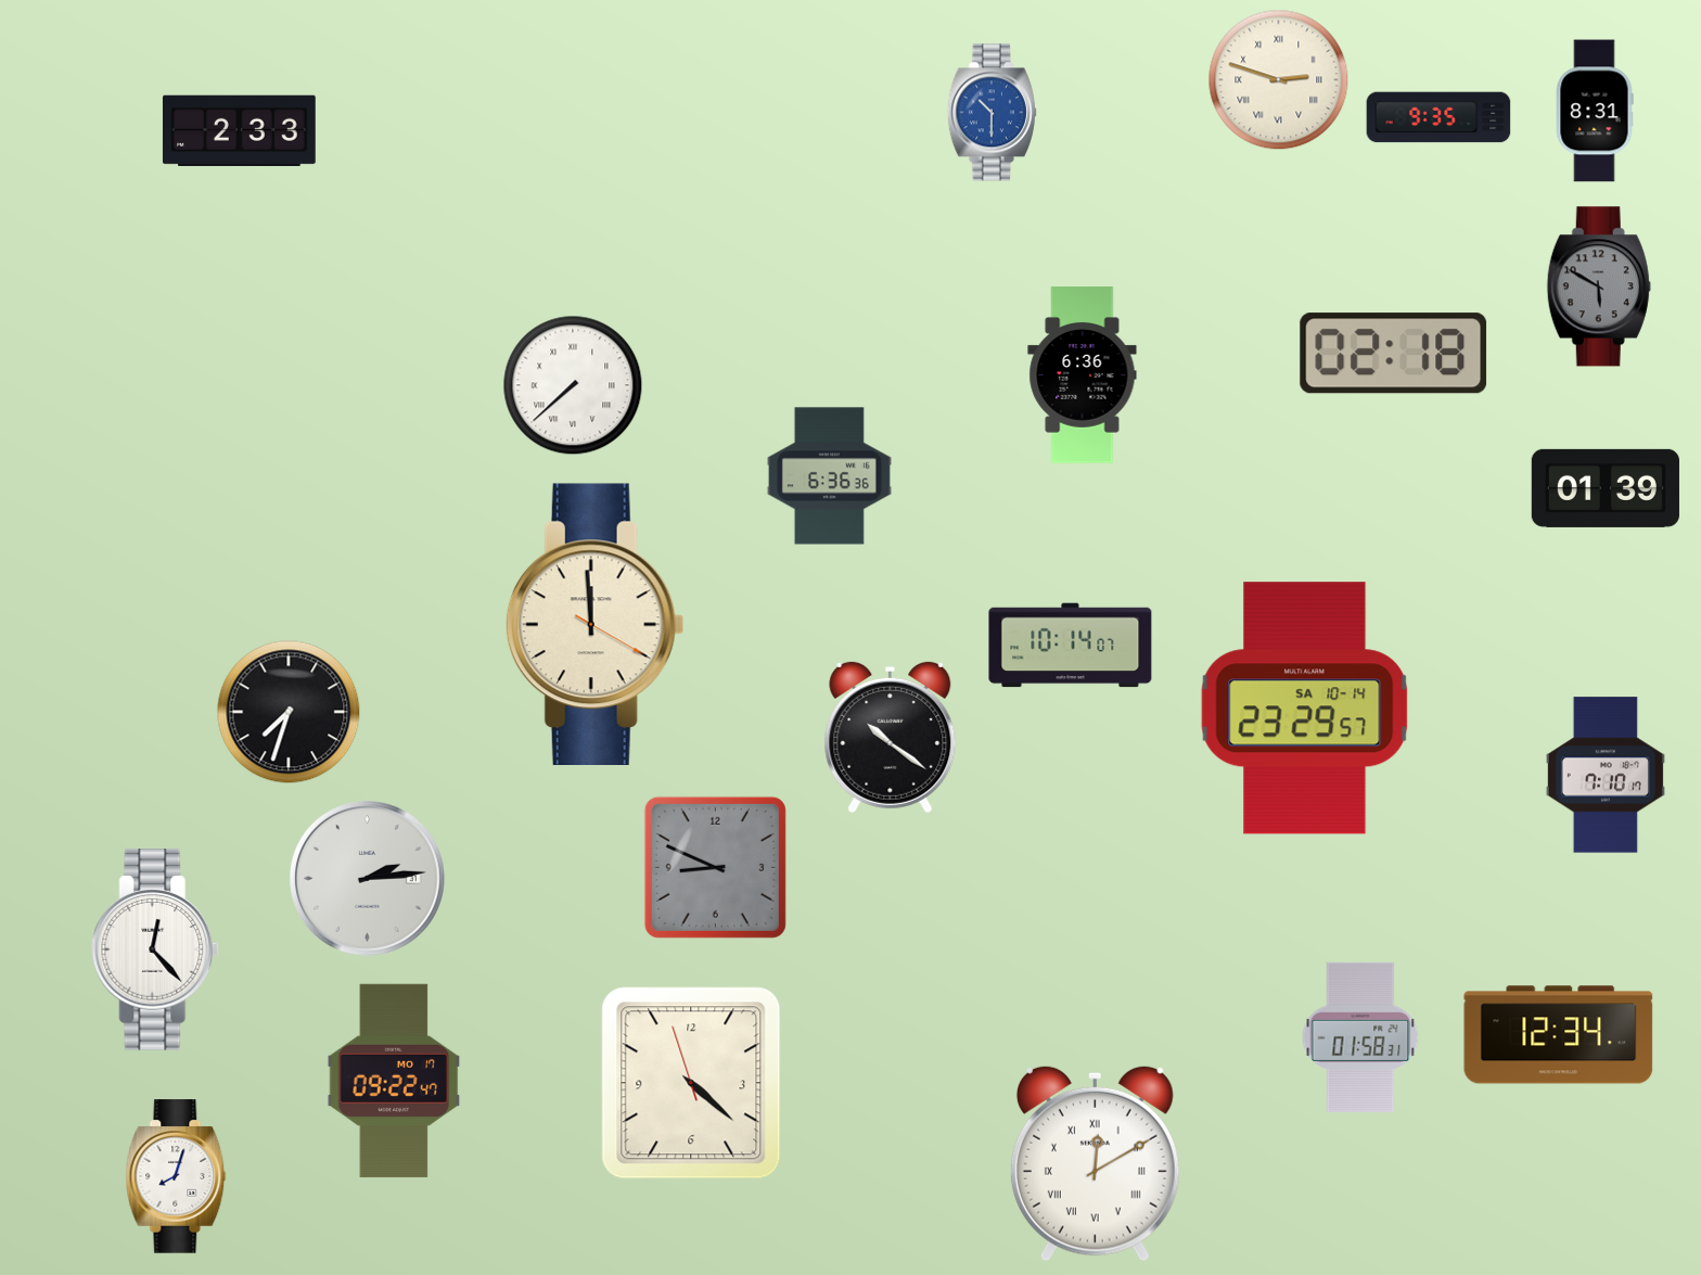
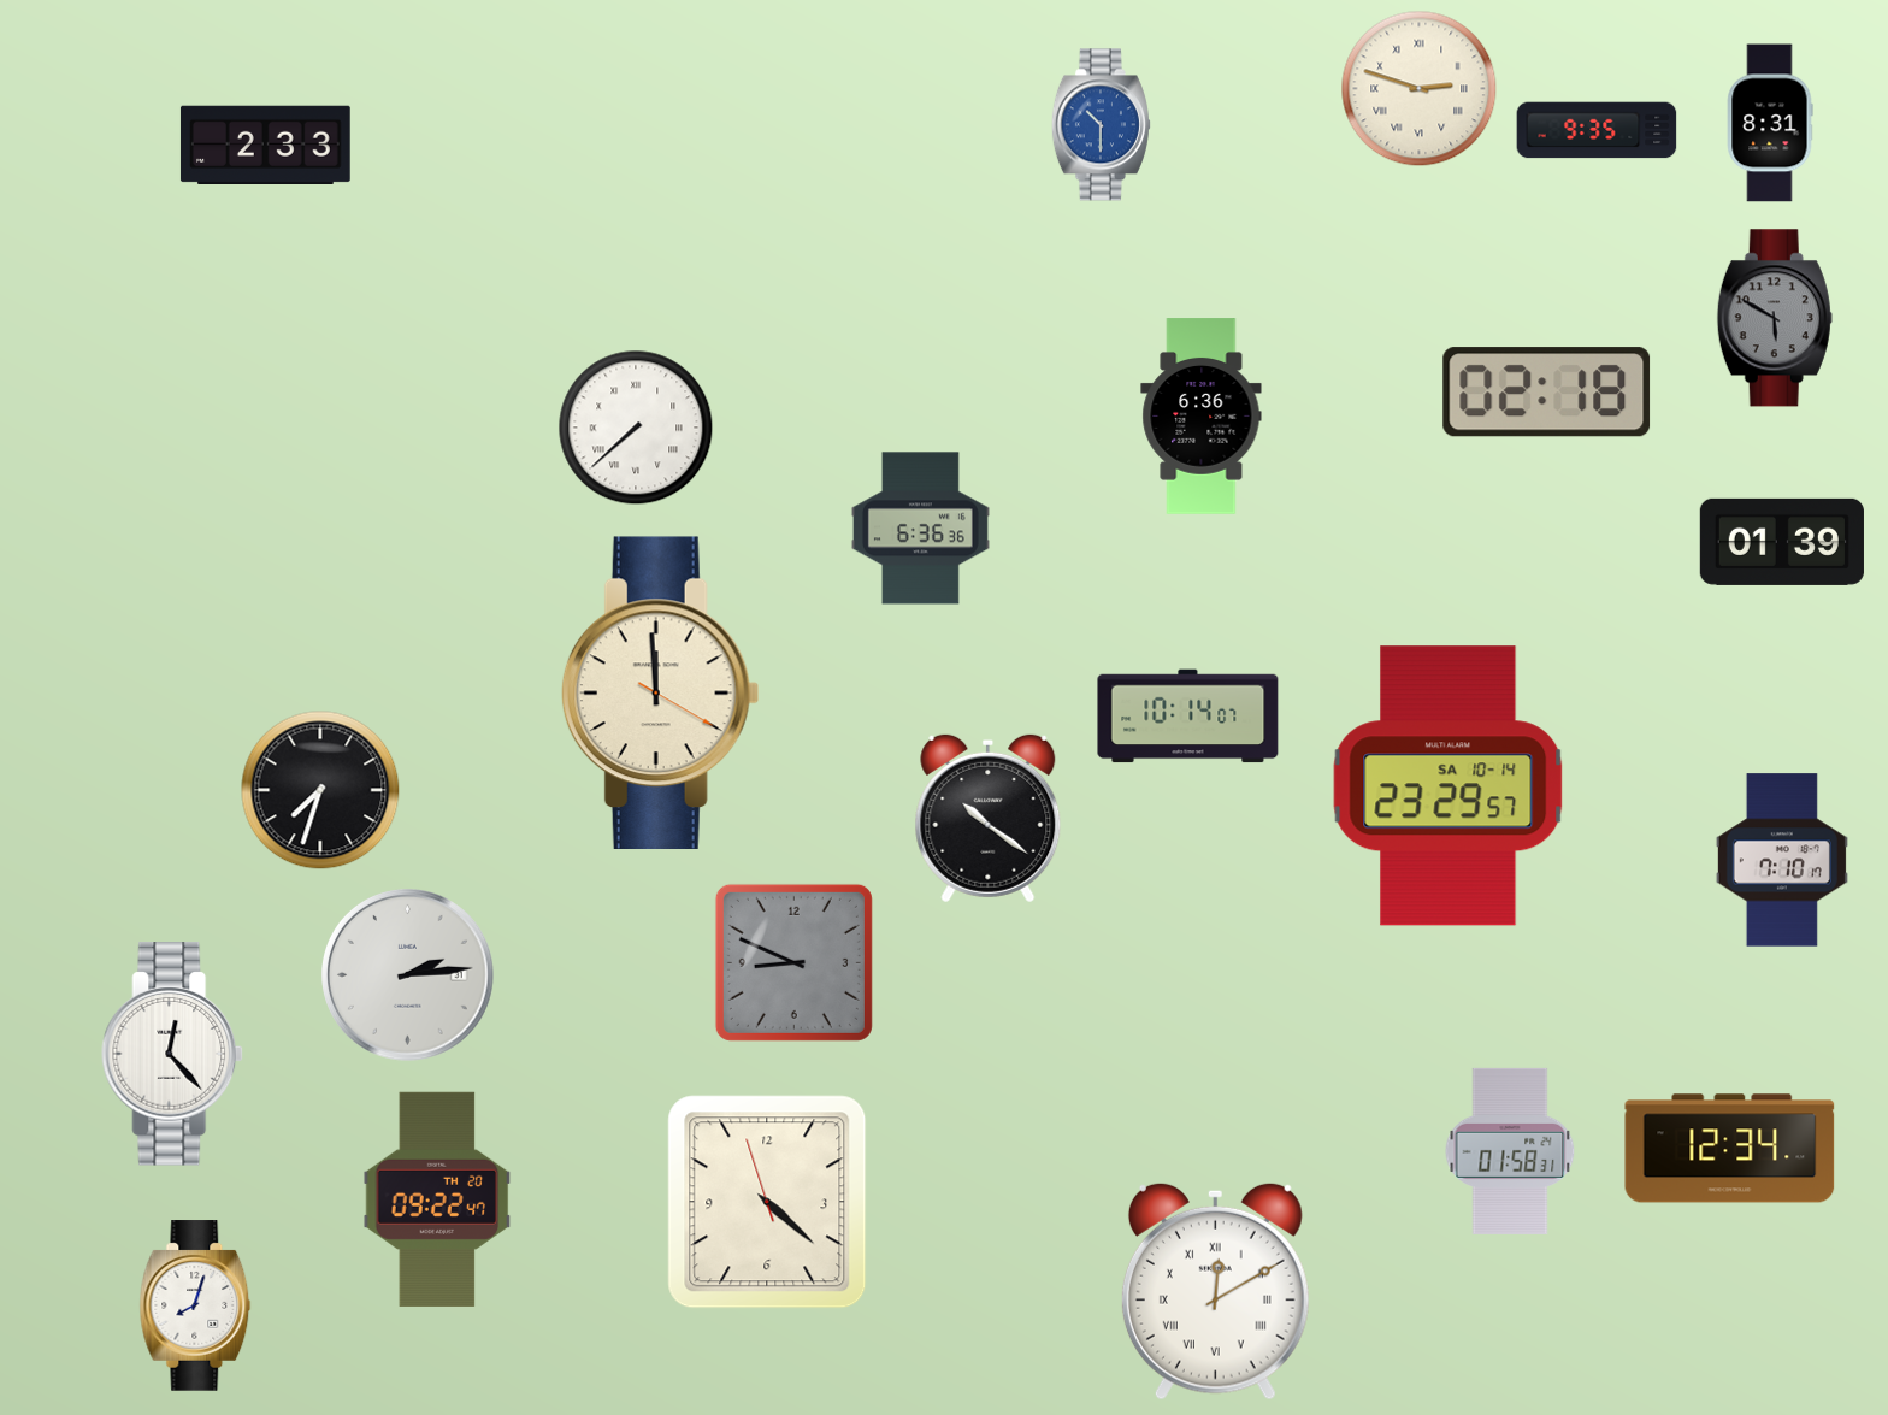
clock at (394, 1081) date: MO 17 -> TH 20
